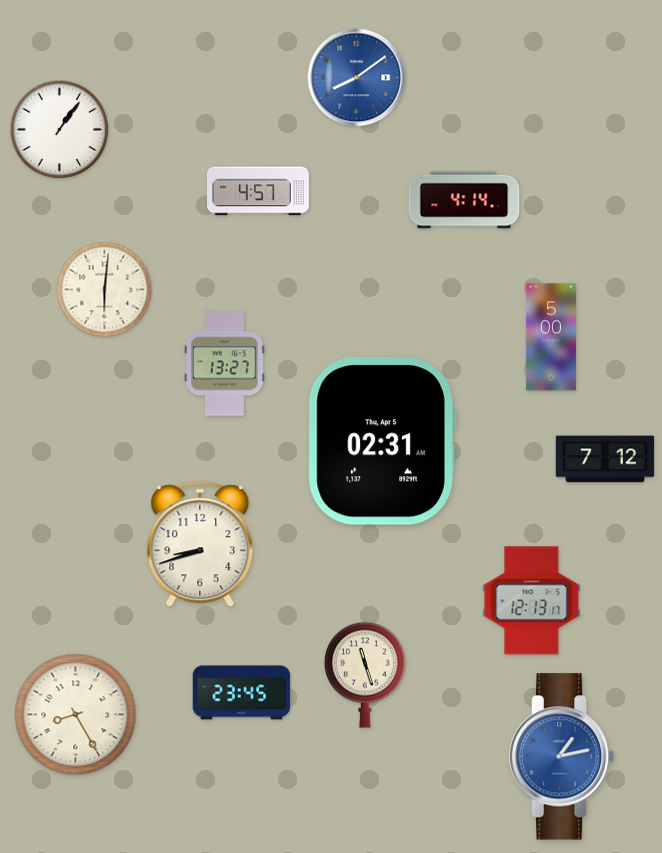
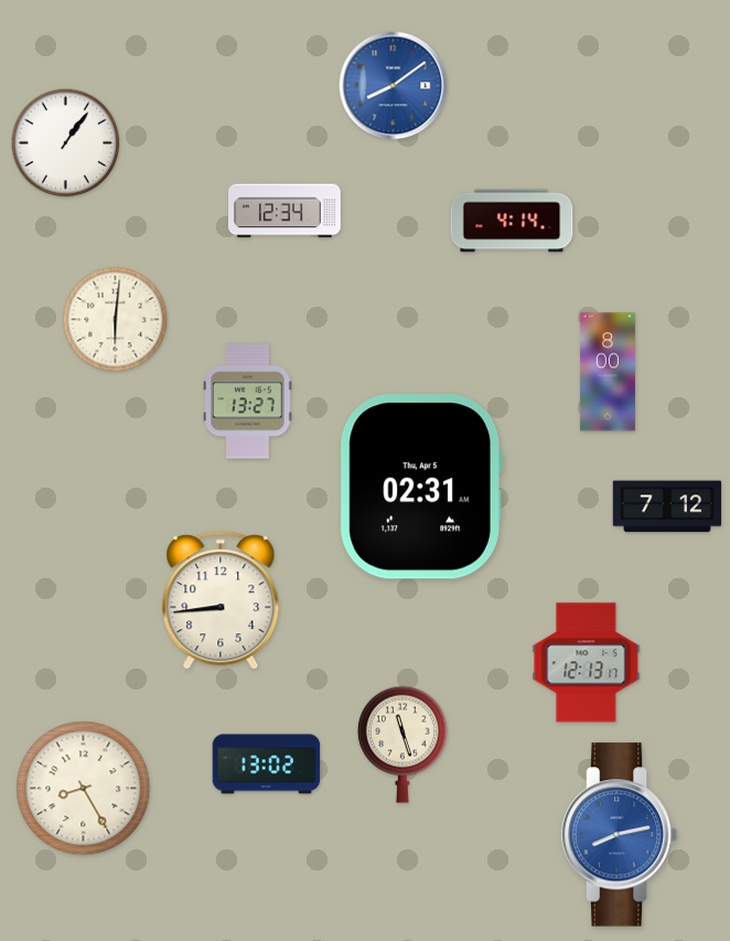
clock at (259, 191): 4:57 -> 12:34
clock at (551, 337): 5:00 -> 8:00
clock at (200, 545): 8:42 -> 8:44
clock at (242, 693): 23:45 -> 13:02
clock at (562, 757): 1:13 -> 8:13
